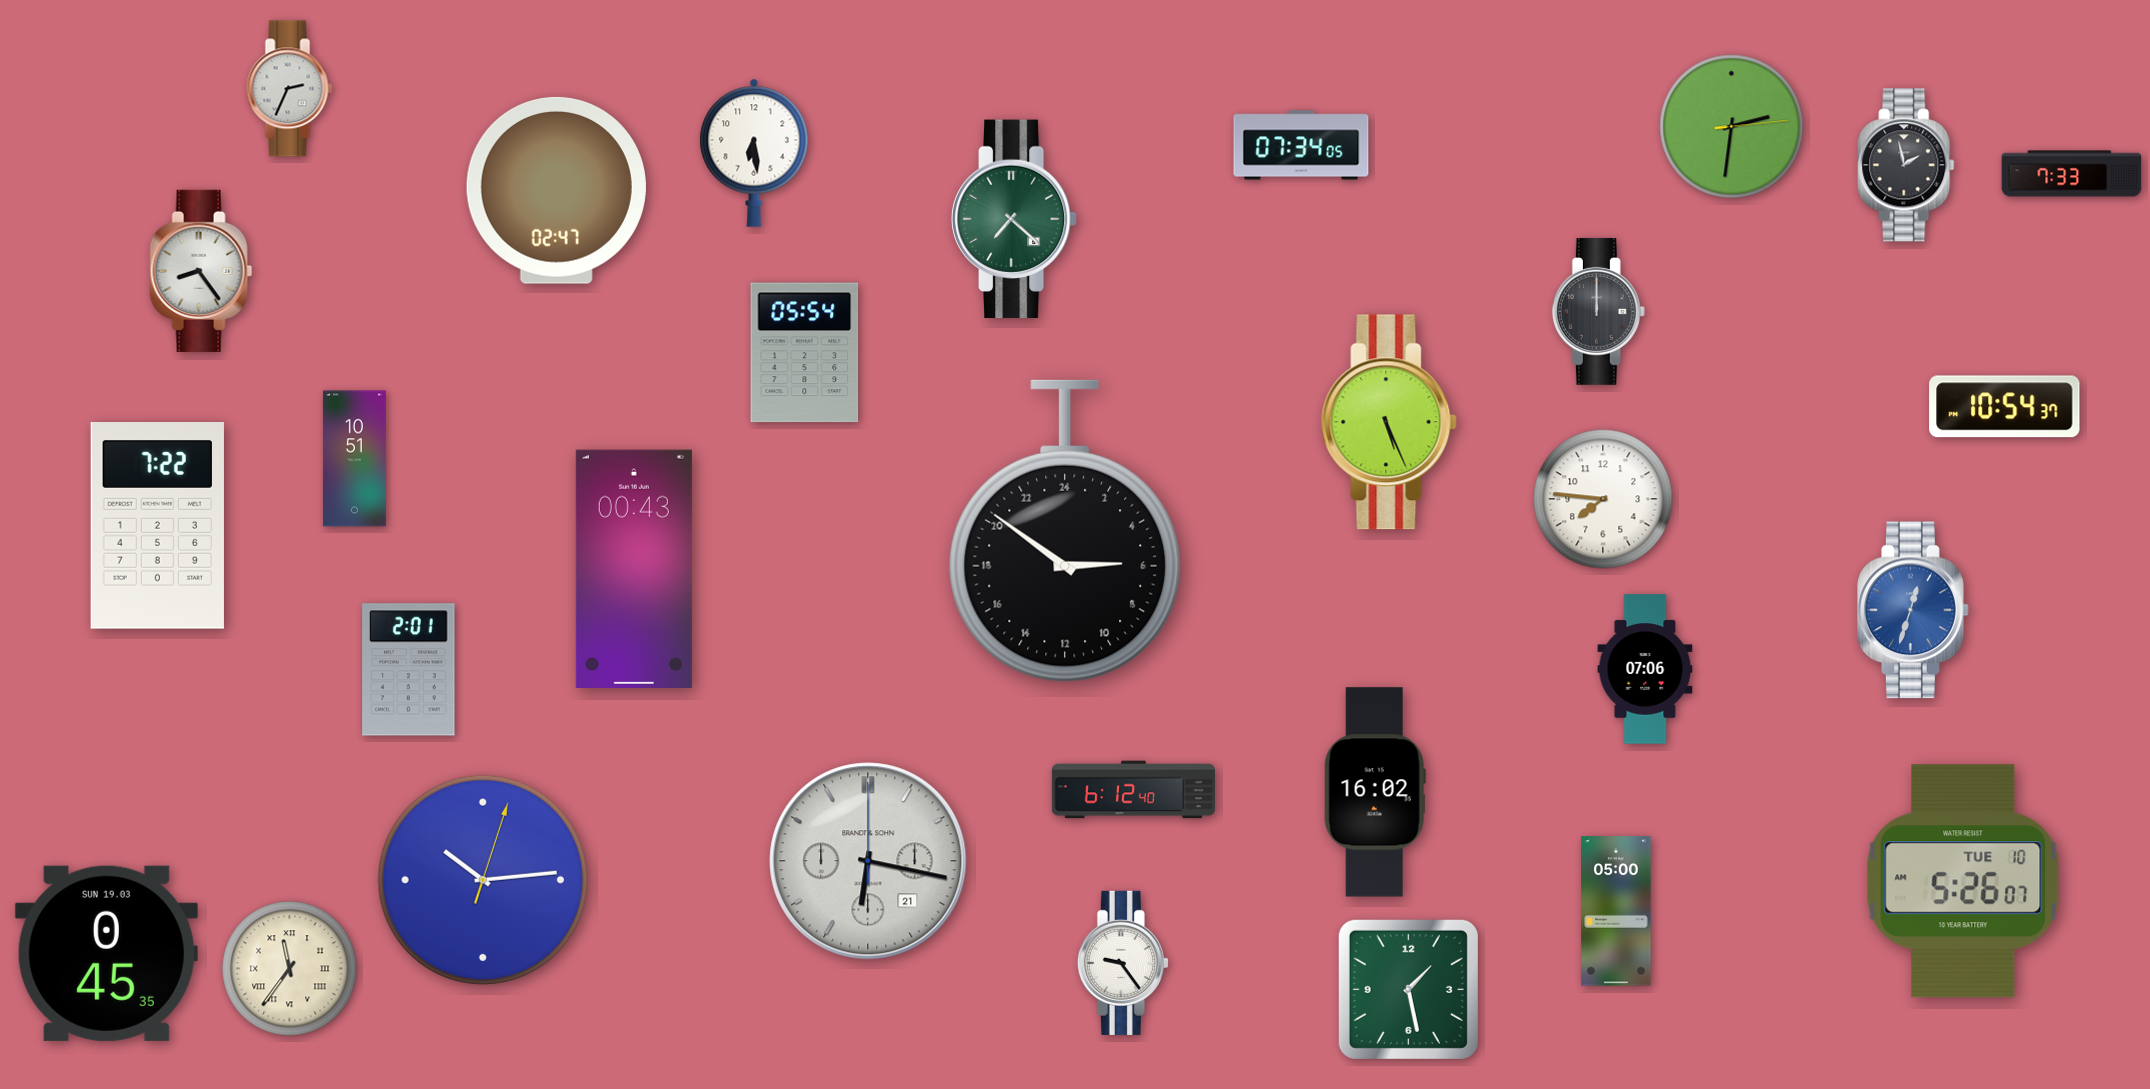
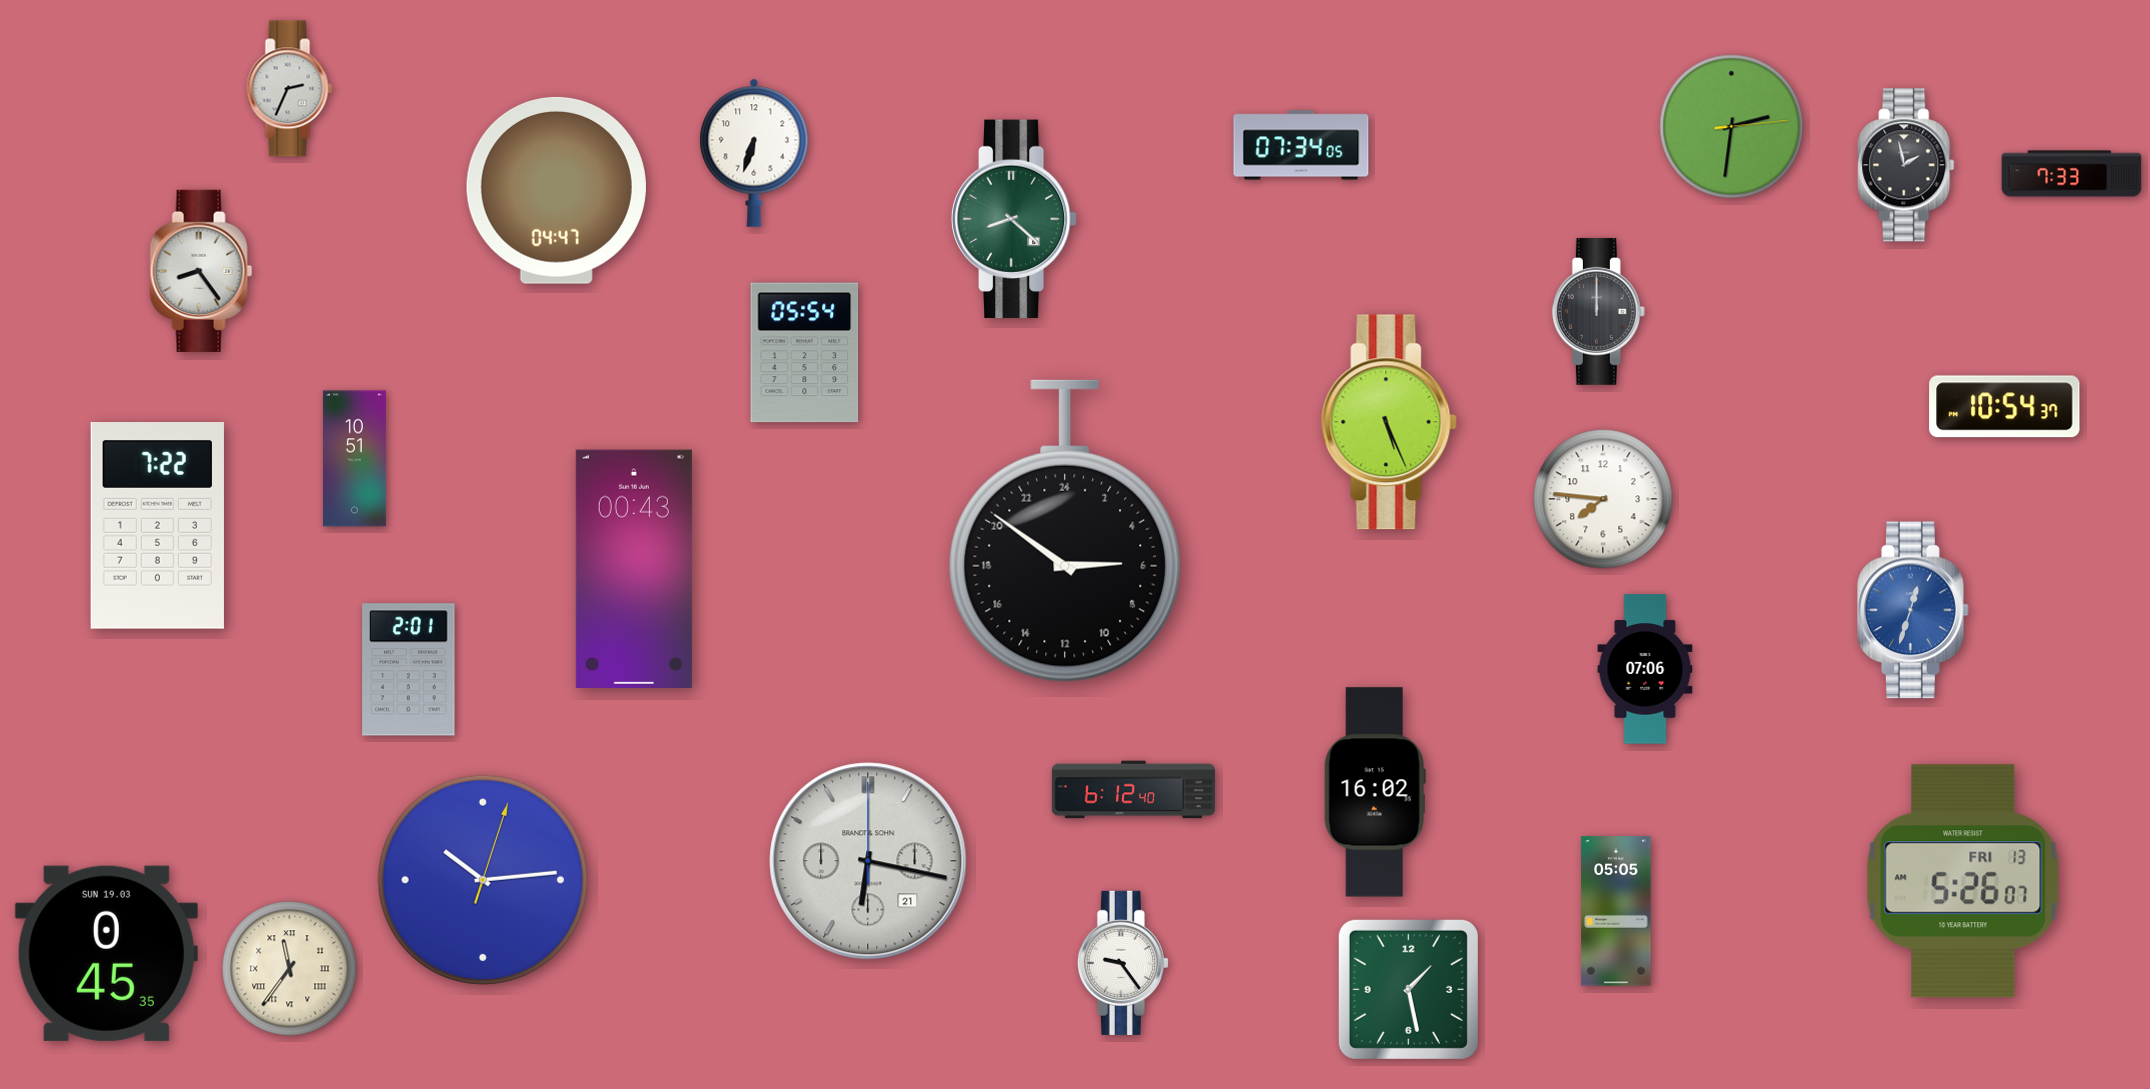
clock at (754, 153): 6:29 -> 6:33
clock at (556, 190): 02:47 -> 04:47
clock at (1014, 219): 7:22 -> 8:22
clock at (1963, 881) date: TUE 10 -> FRI 13
clock at (1616, 911): 05:00 -> 05:05
